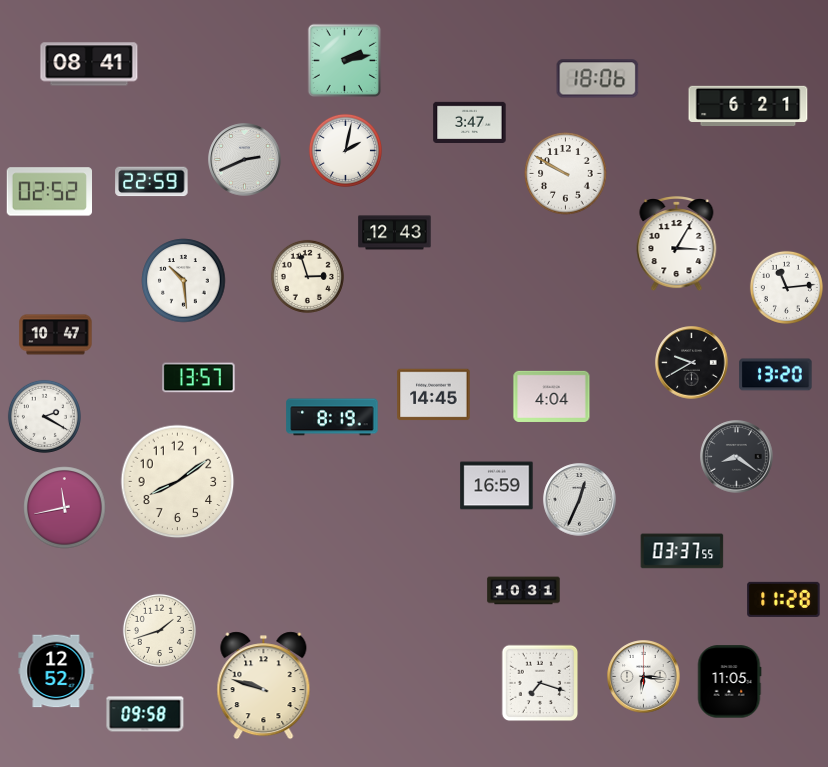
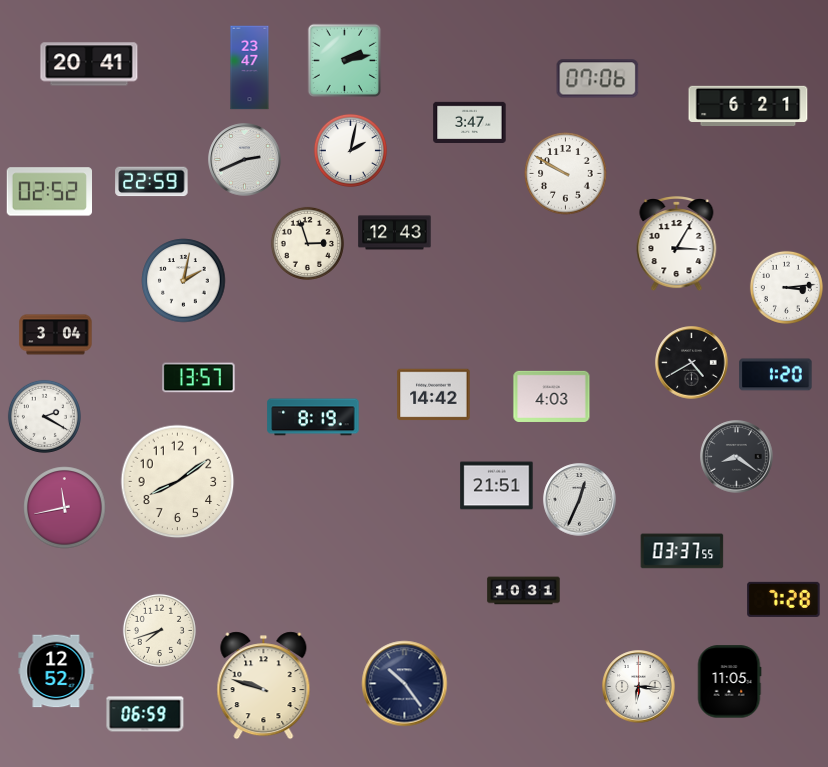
clock at (89, 64): 08:41 -> 20:41
clock at (250, 68): none -> 23:47
clock at (598, 79): 18:06 -> 07:06
clock at (345, 150) position: (345, 150) -> (350, 150)
clock at (307, 276) position: (307, 276) -> (307, 243)
clock at (184, 281): 10:29 -> 2:02
clock at (786, 287): 11:14 -> 3:14
clock at (56, 335): 10:47 -> 3:04
clock at (692, 363): 9:40 -> 4:40
clock at (776, 375): 13:20 -> 1:20
clock at (434, 395): 14:45 -> 14:42
clock at (552, 396): 4:04 -> 4:03
clock at (332, 417) position: (332, 417) -> (313, 417)
clock at (497, 486): 16:59 -> 21:51
clock at (784, 599): 11:28 -> 7:28
clock at (159, 630): 1:42 -> 7:42
clock at (644, 677) position: (644, 677) -> (639, 687)
clock at (540, 683): 7:18 -> none
clock at (405, 684): none -> 10:24
clock at (145, 714): 09:58 -> 06:59
